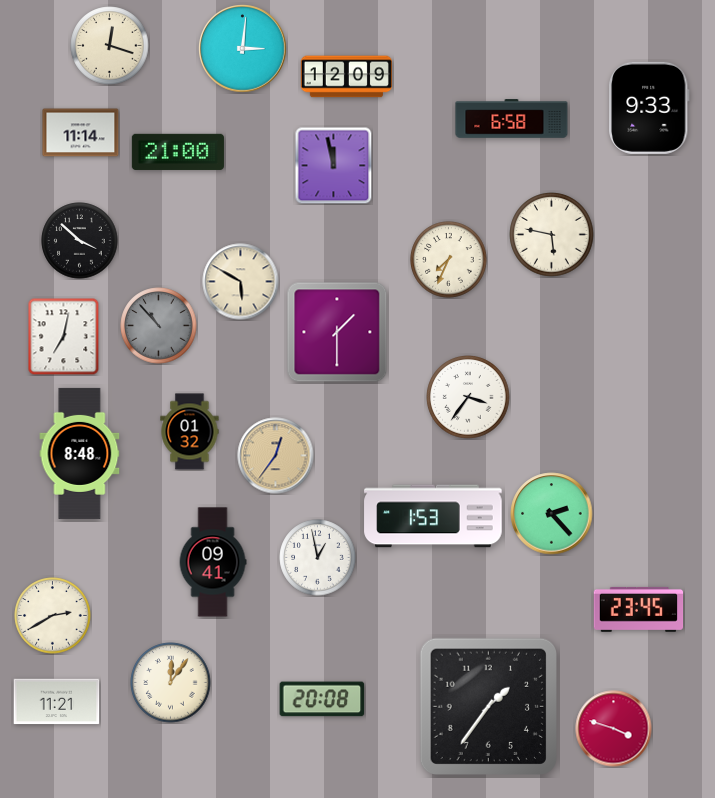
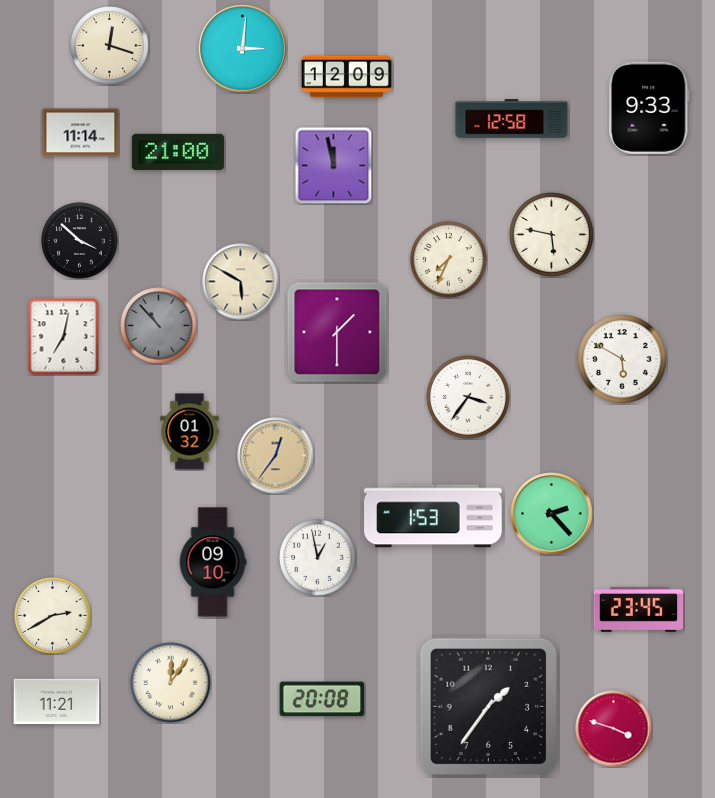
clock at (512, 119): 6:58 -> 12:58
clock at (623, 360): none -> 5:50
clock at (80, 453): 8:48 -> none
clock at (213, 562): 09:41 -> 09:10
